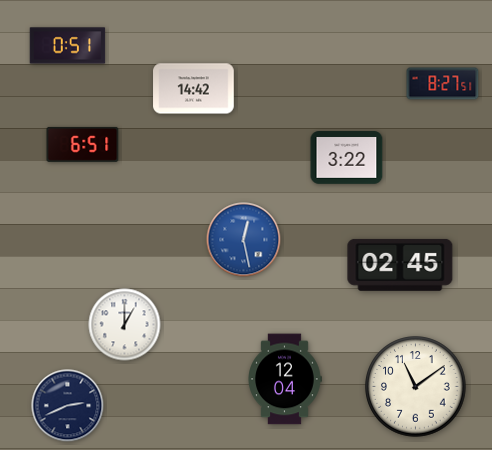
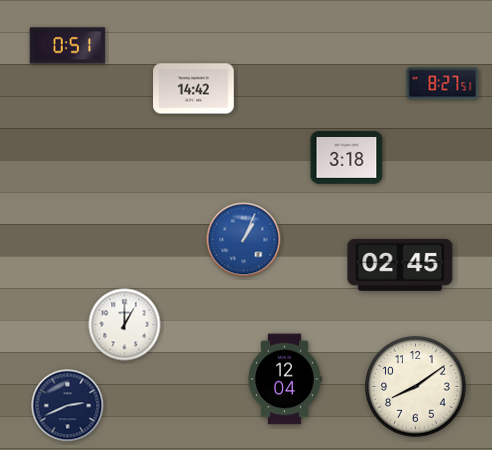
clock at (83, 144): 6:51 -> none
clock at (347, 158): 3:22 -> 3:18
clock at (244, 240): 12:28 -> 1:04
clock at (416, 387): 11:09 -> 8:09
